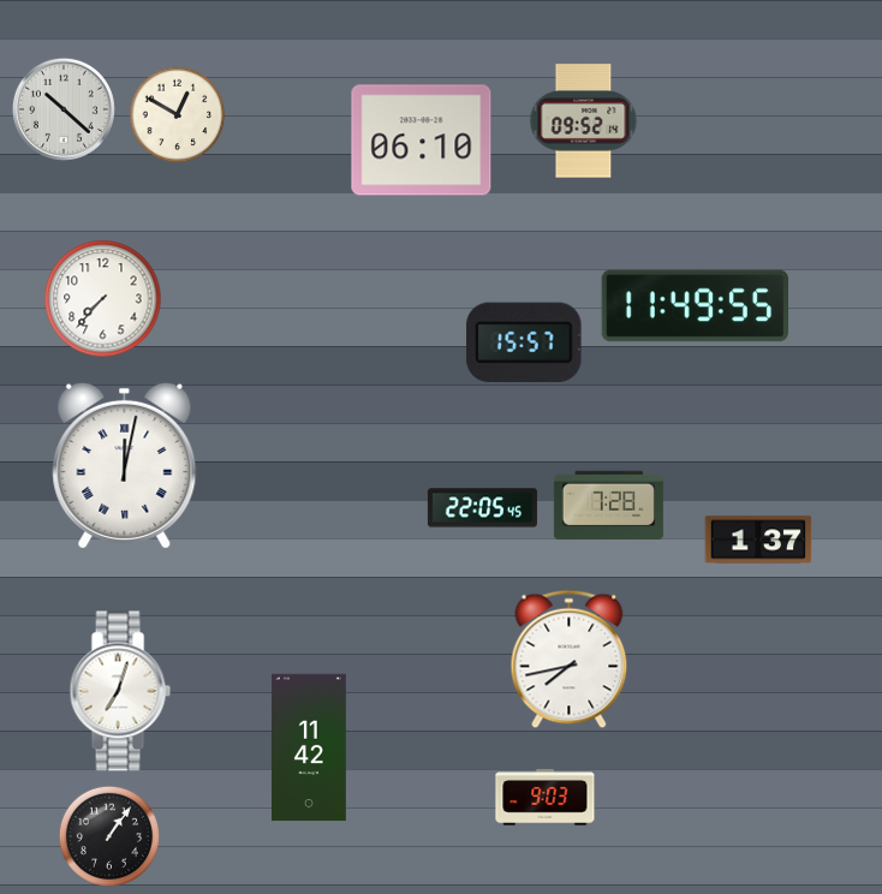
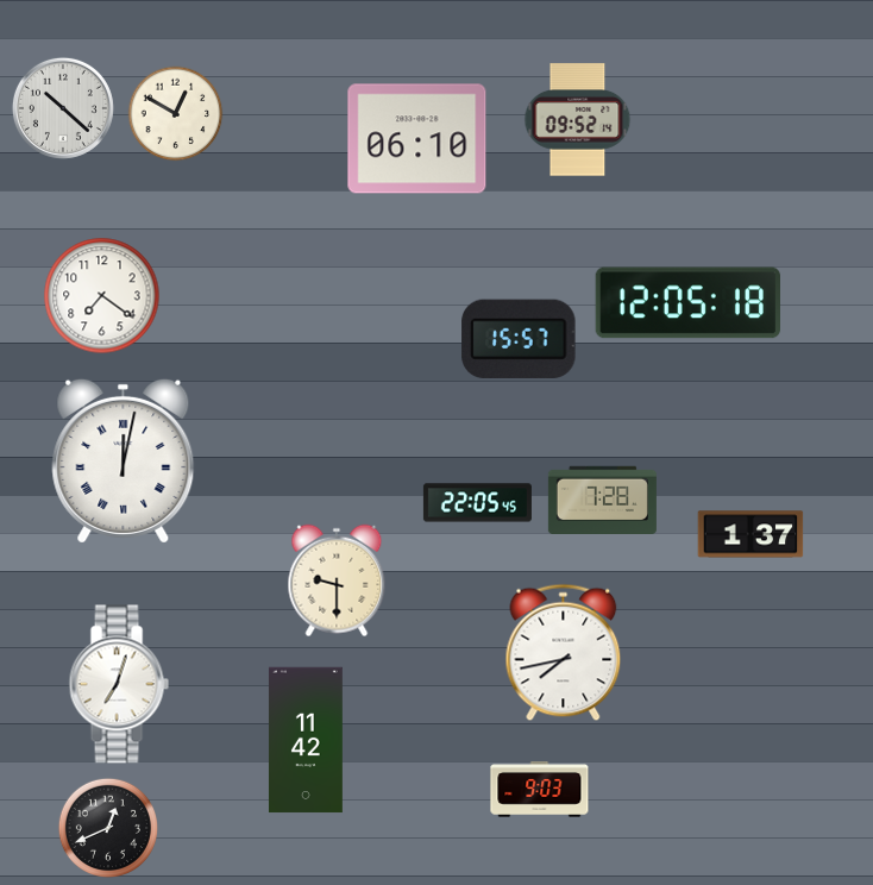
clock at (103, 299): 7:37 -> 7:21
clock at (695, 306): 11:49 -> 12:05
clock at (337, 580): none -> 9:30
clock at (108, 835): 1:06 -> 12:41
